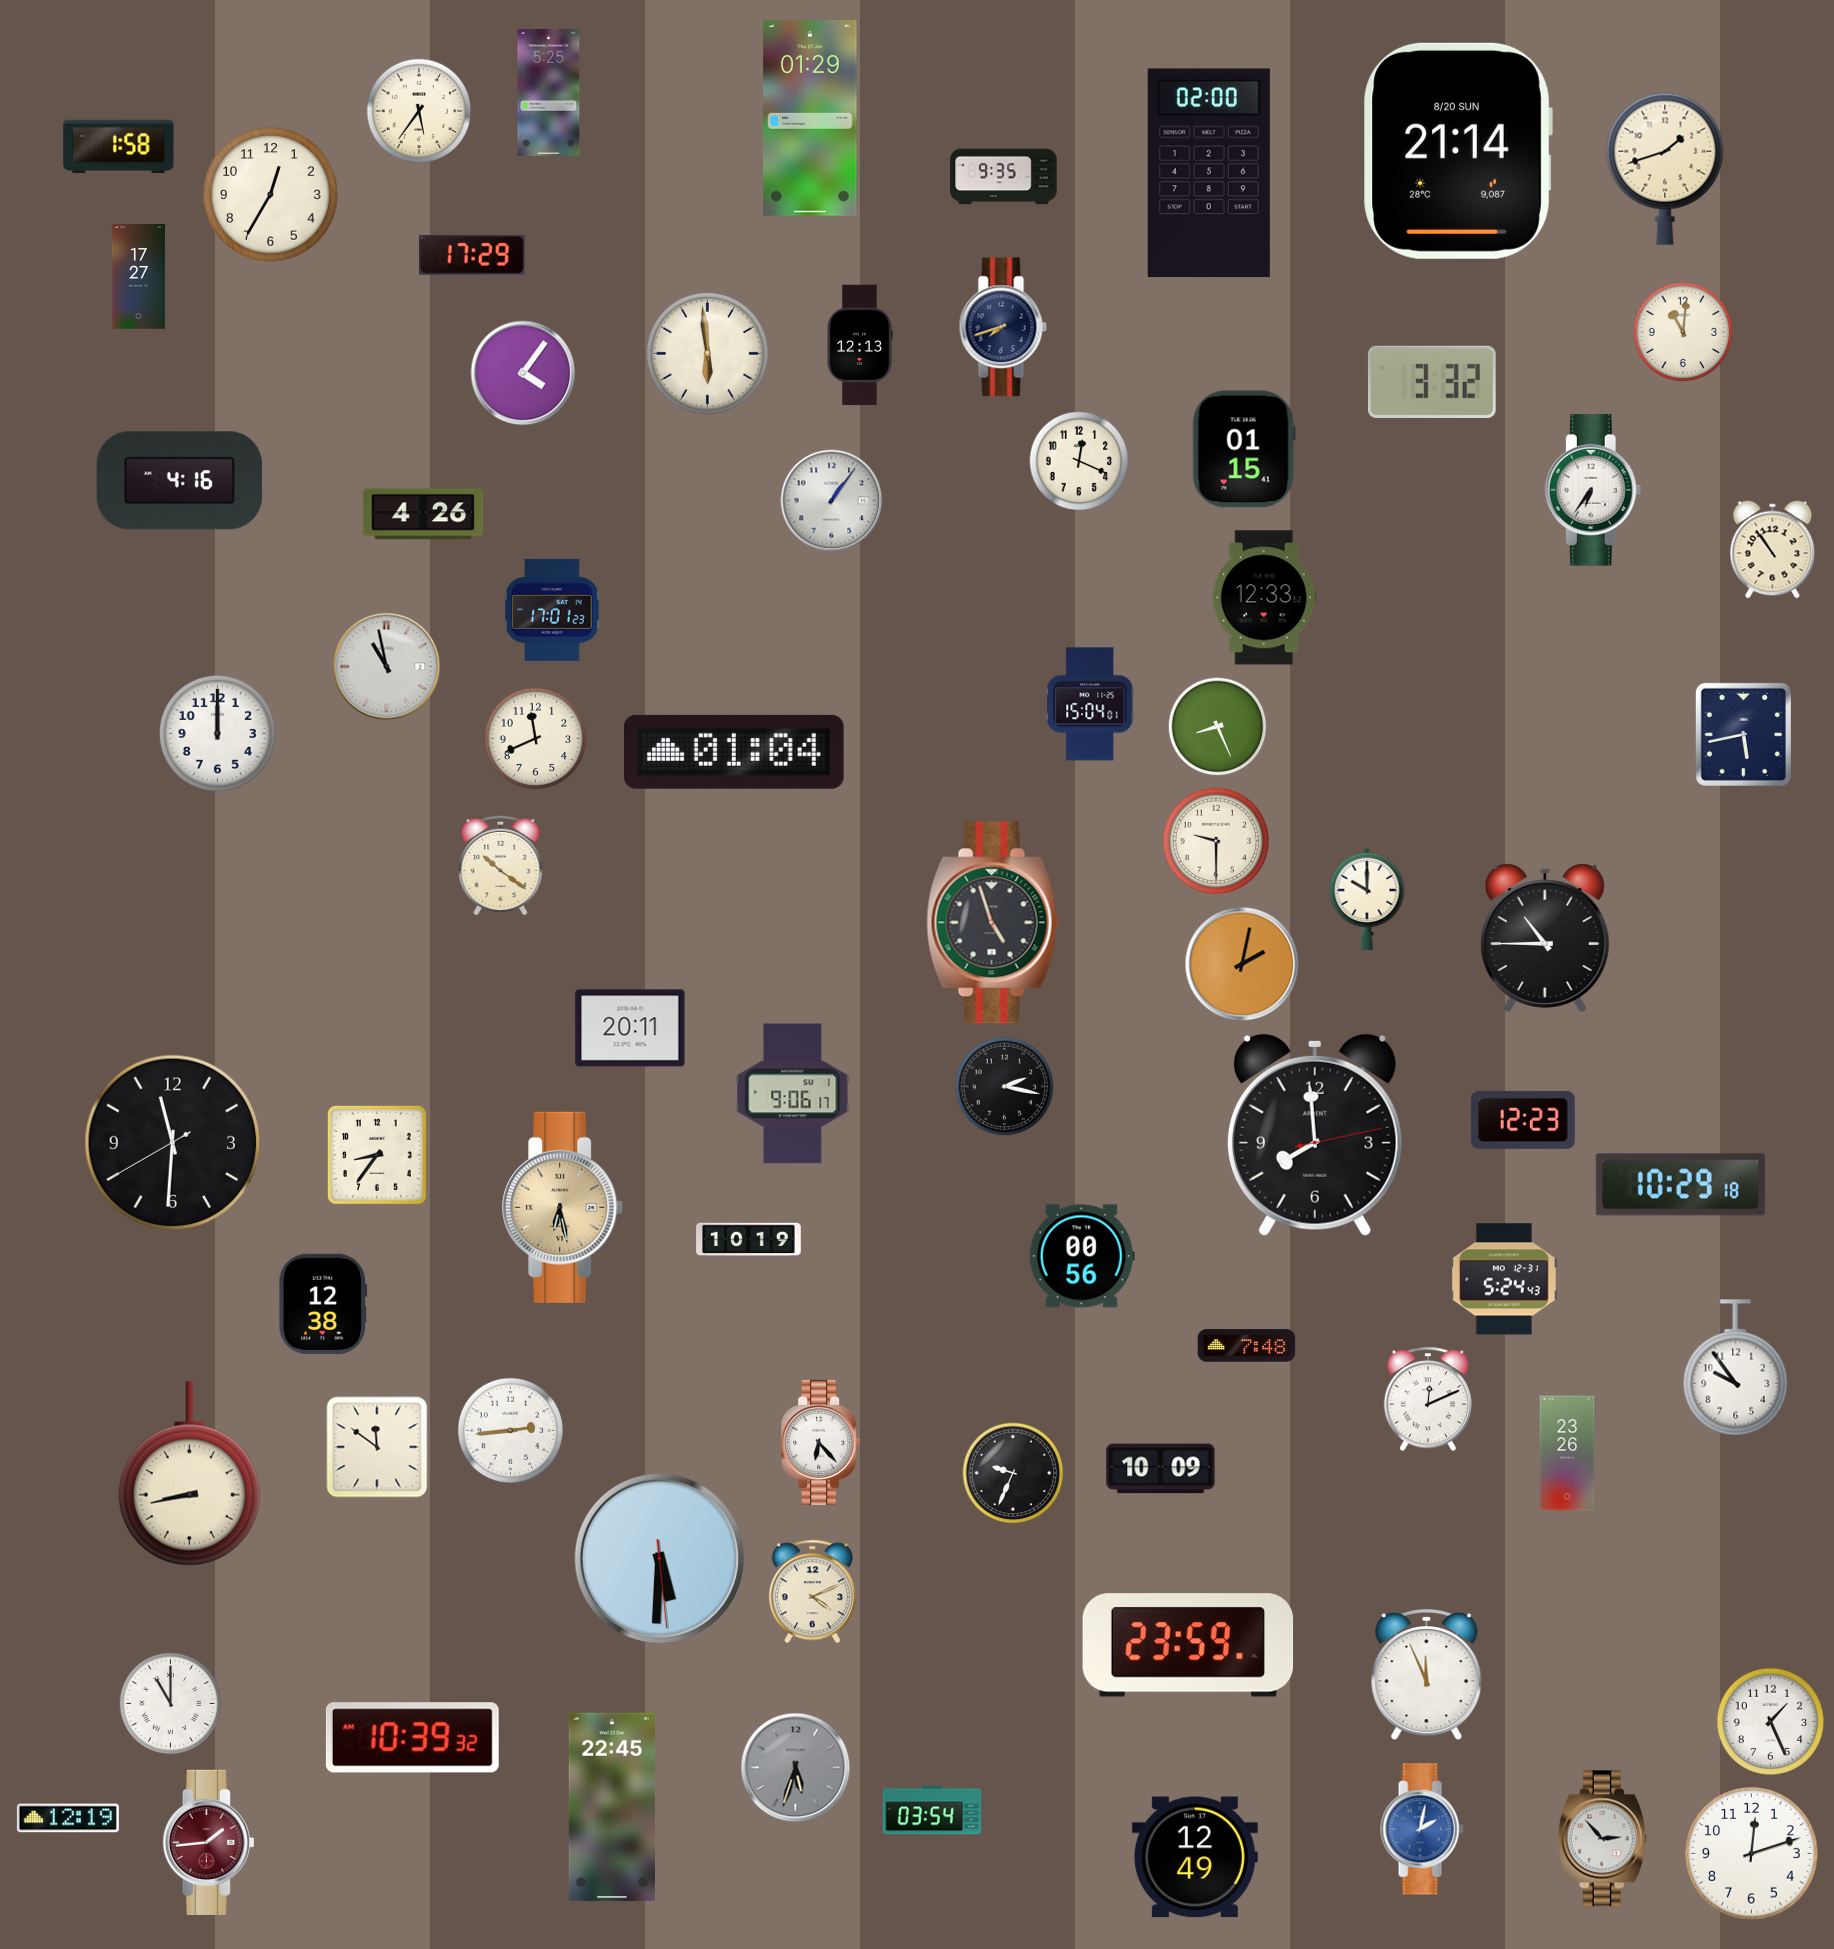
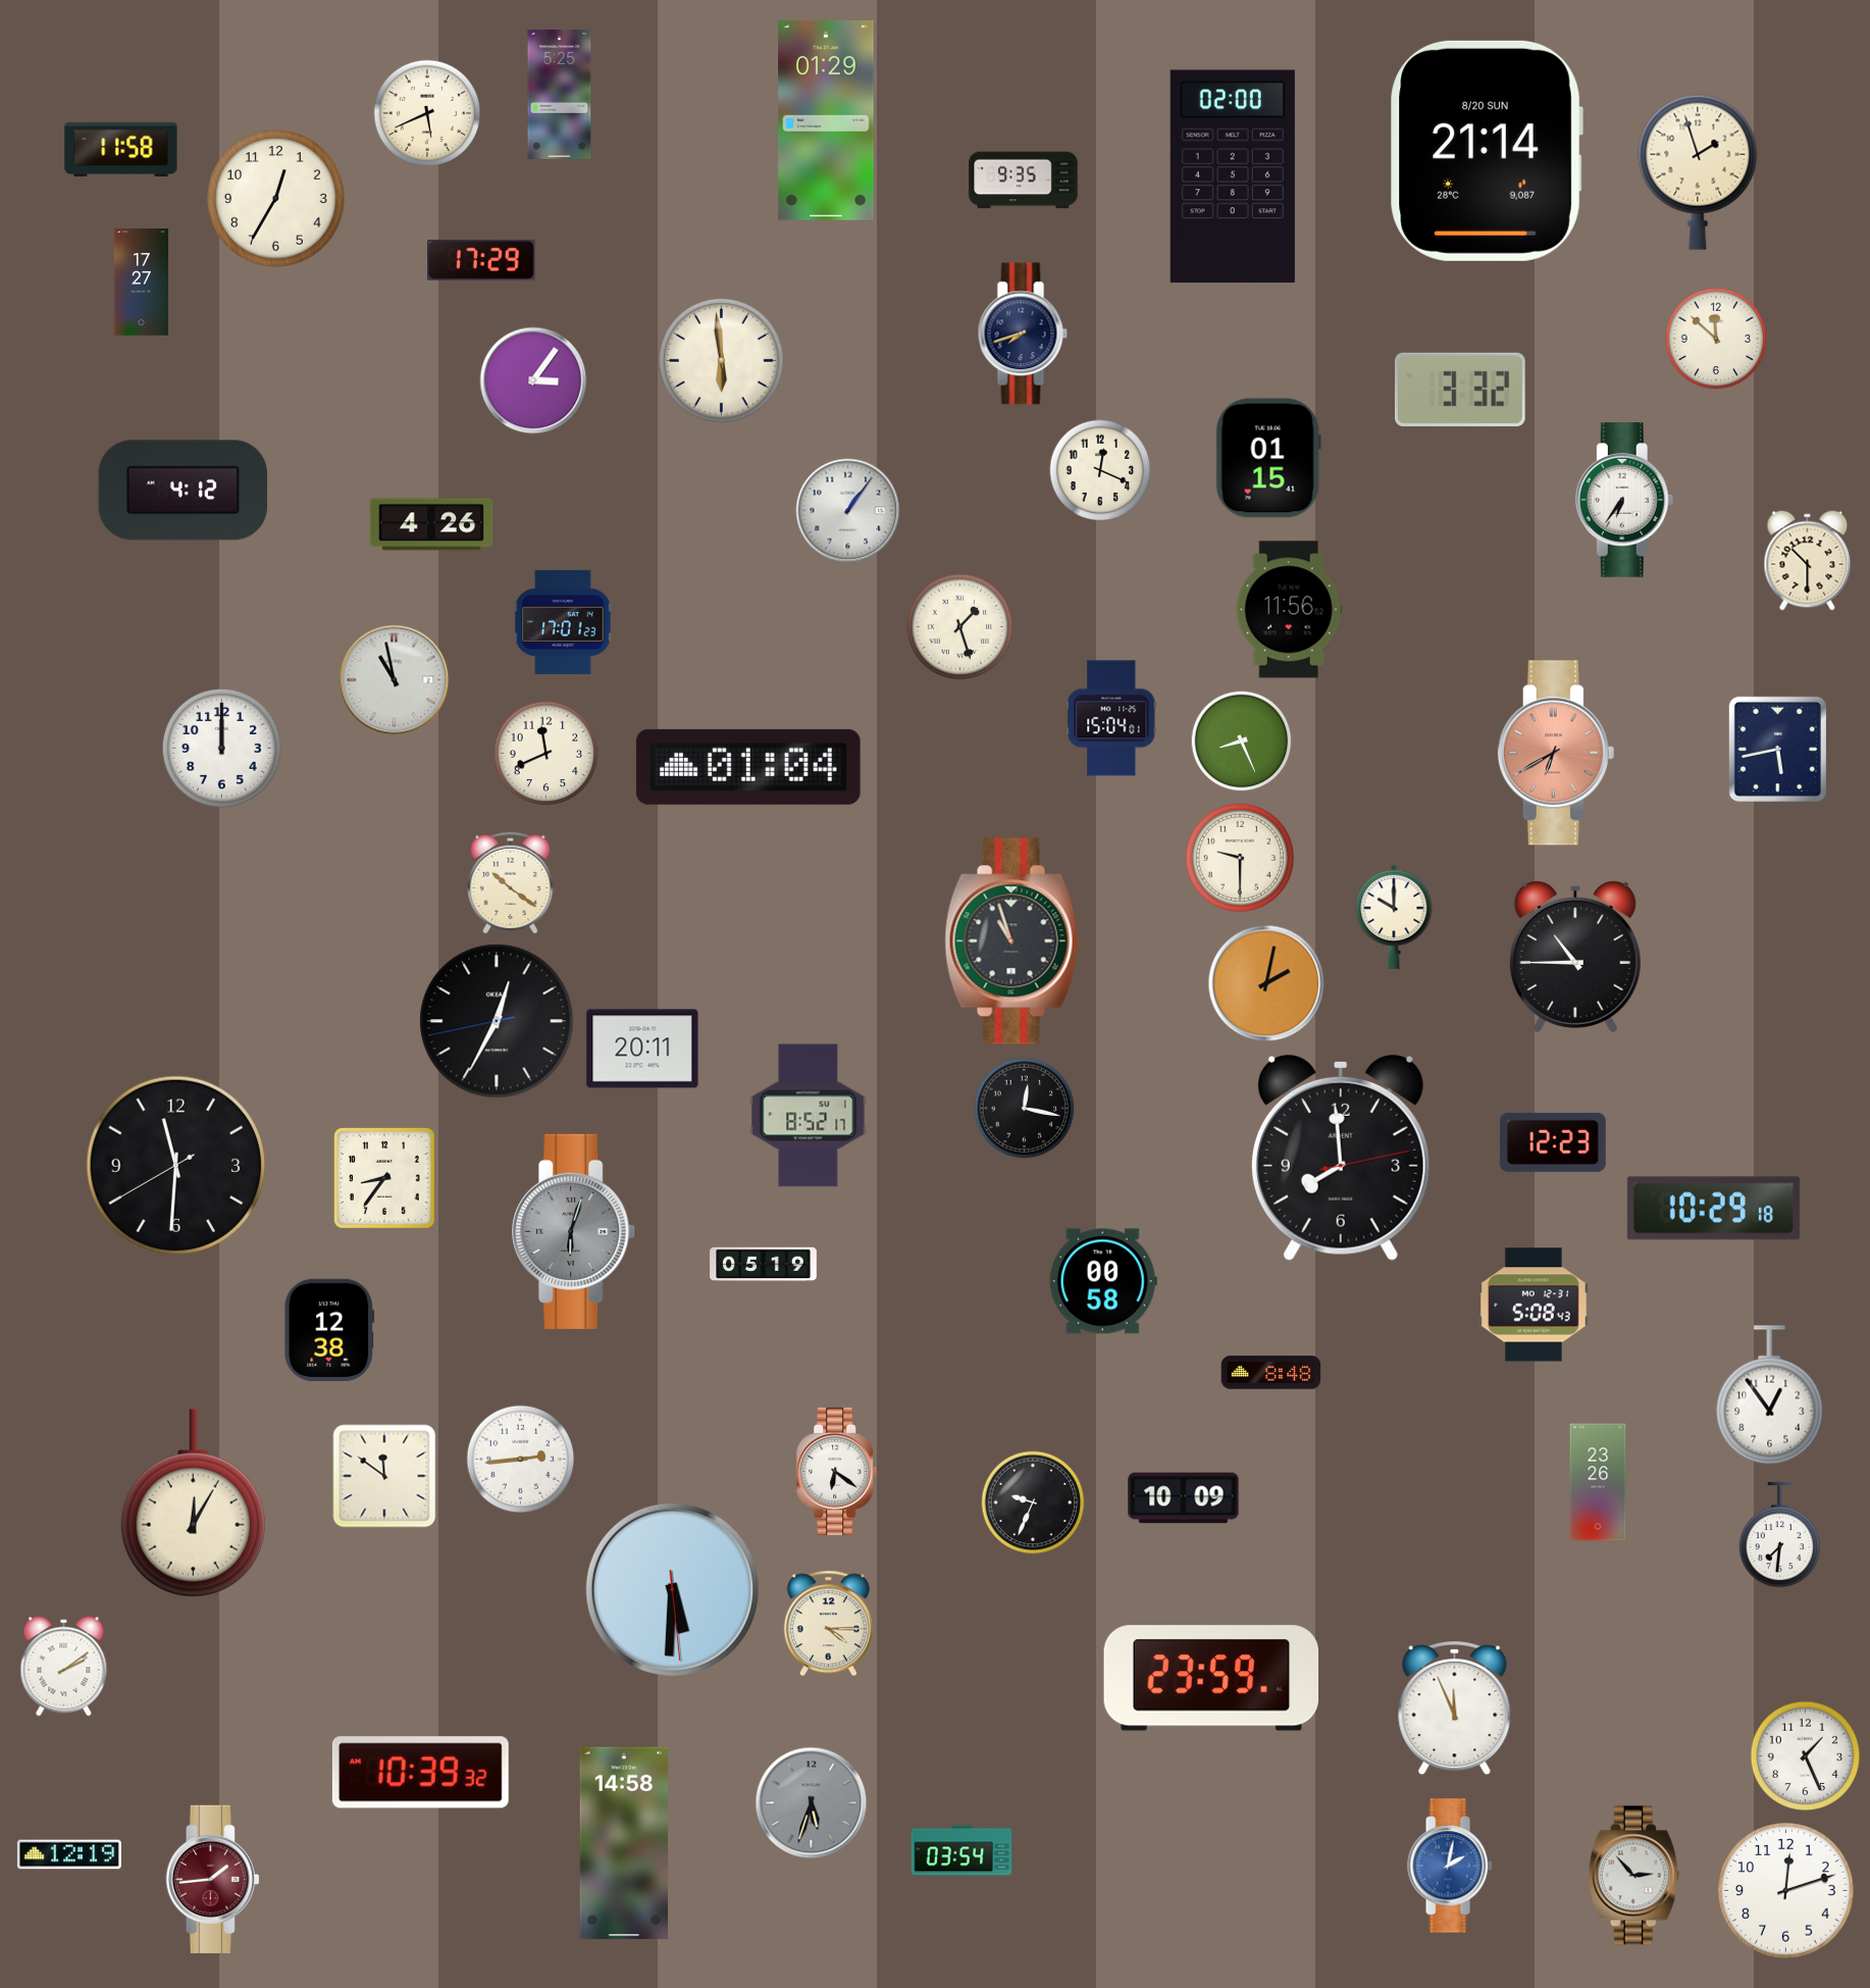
clock at (419, 111): 5:36 -> 5:41
clock at (119, 146): 1:58 -> 11:58
clock at (1458, 151) position: (1458, 151) -> (1487, 151)
clock at (1665, 169): 1:42 -> 1:57
clock at (1683, 332): 11:01 -> 11:52
clock at (860, 345): 12:13 -> none
clock at (523, 373): 4:06 -> 3:06
clock at (180, 481): 4:16 -> 4:12
clock at (1773, 550): 10:54 -> 10:30
clock at (1264, 598): 12:33 -> 11:56
clock at (960, 627): none -> 1:27
clock at (1556, 753): none -> 6:40
clock at (993, 923): 4:57 -> 10:57
clock at (497, 1021): none -> 12:34
clock at (1005, 1087): 2:17 -> 12:17
clock at (793, 1094): 9:06 -> 8:52
clock at (563, 1207): 6:28 -> 6:03
clock at (563, 1207) dial: champagne -> grey
clock at (749, 1240): 10:19 -> 05:19
clock at (1082, 1256): 00:56 -> 00:58
clock at (1504, 1279): 5:24 -> 5:08
clock at (1247, 1346): 7:48 -> 8:48
clock at (1736, 1368): 9:54 -> 12:54
clock at (1428, 1399): 12:11 -> none
clock at (821, 1442): 6:23 -> 6:21
clock at (189, 1474): 8:43 -> 12:05
clock at (1779, 1535): none -> 7:31
clock at (812, 1592): 4:11 -> 4:15
clock at (64, 1667): none -> 2:09
clock at (171, 1704): 11:00 -> none
clock at (611, 1807): 22:45 -> 14:58
clock at (932, 1810) position: (932, 1810) -> (962, 1850)
clock at (1195, 1857): 12:49 -> none
